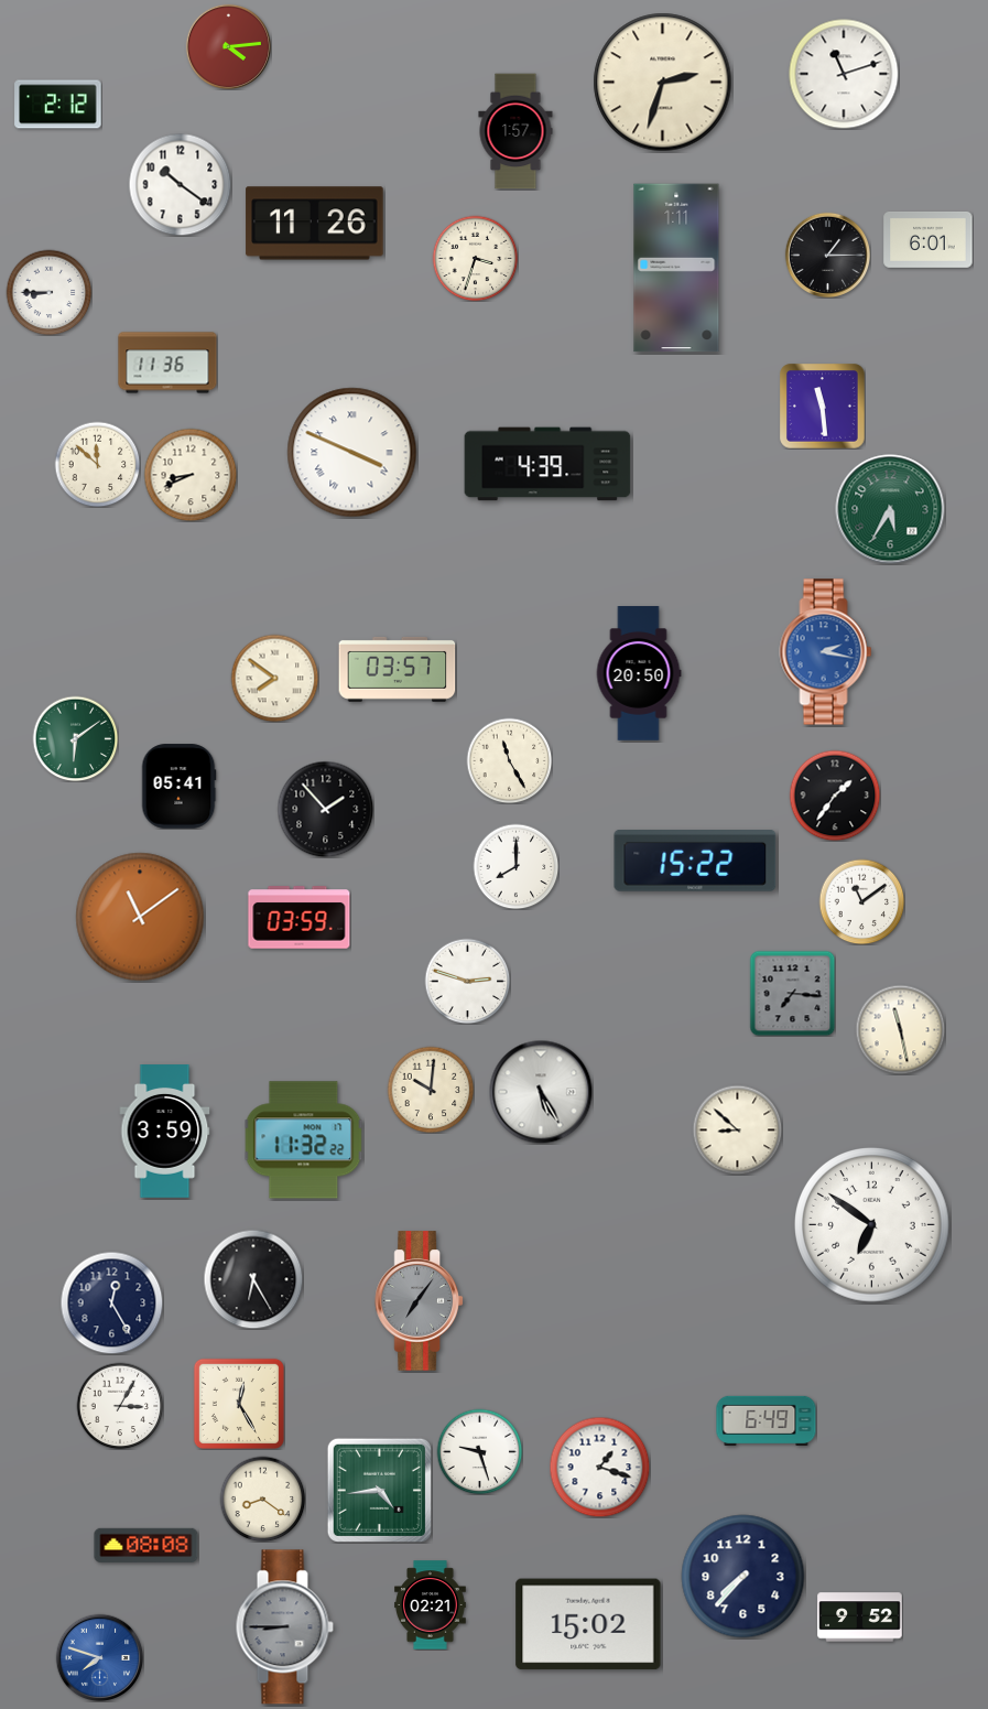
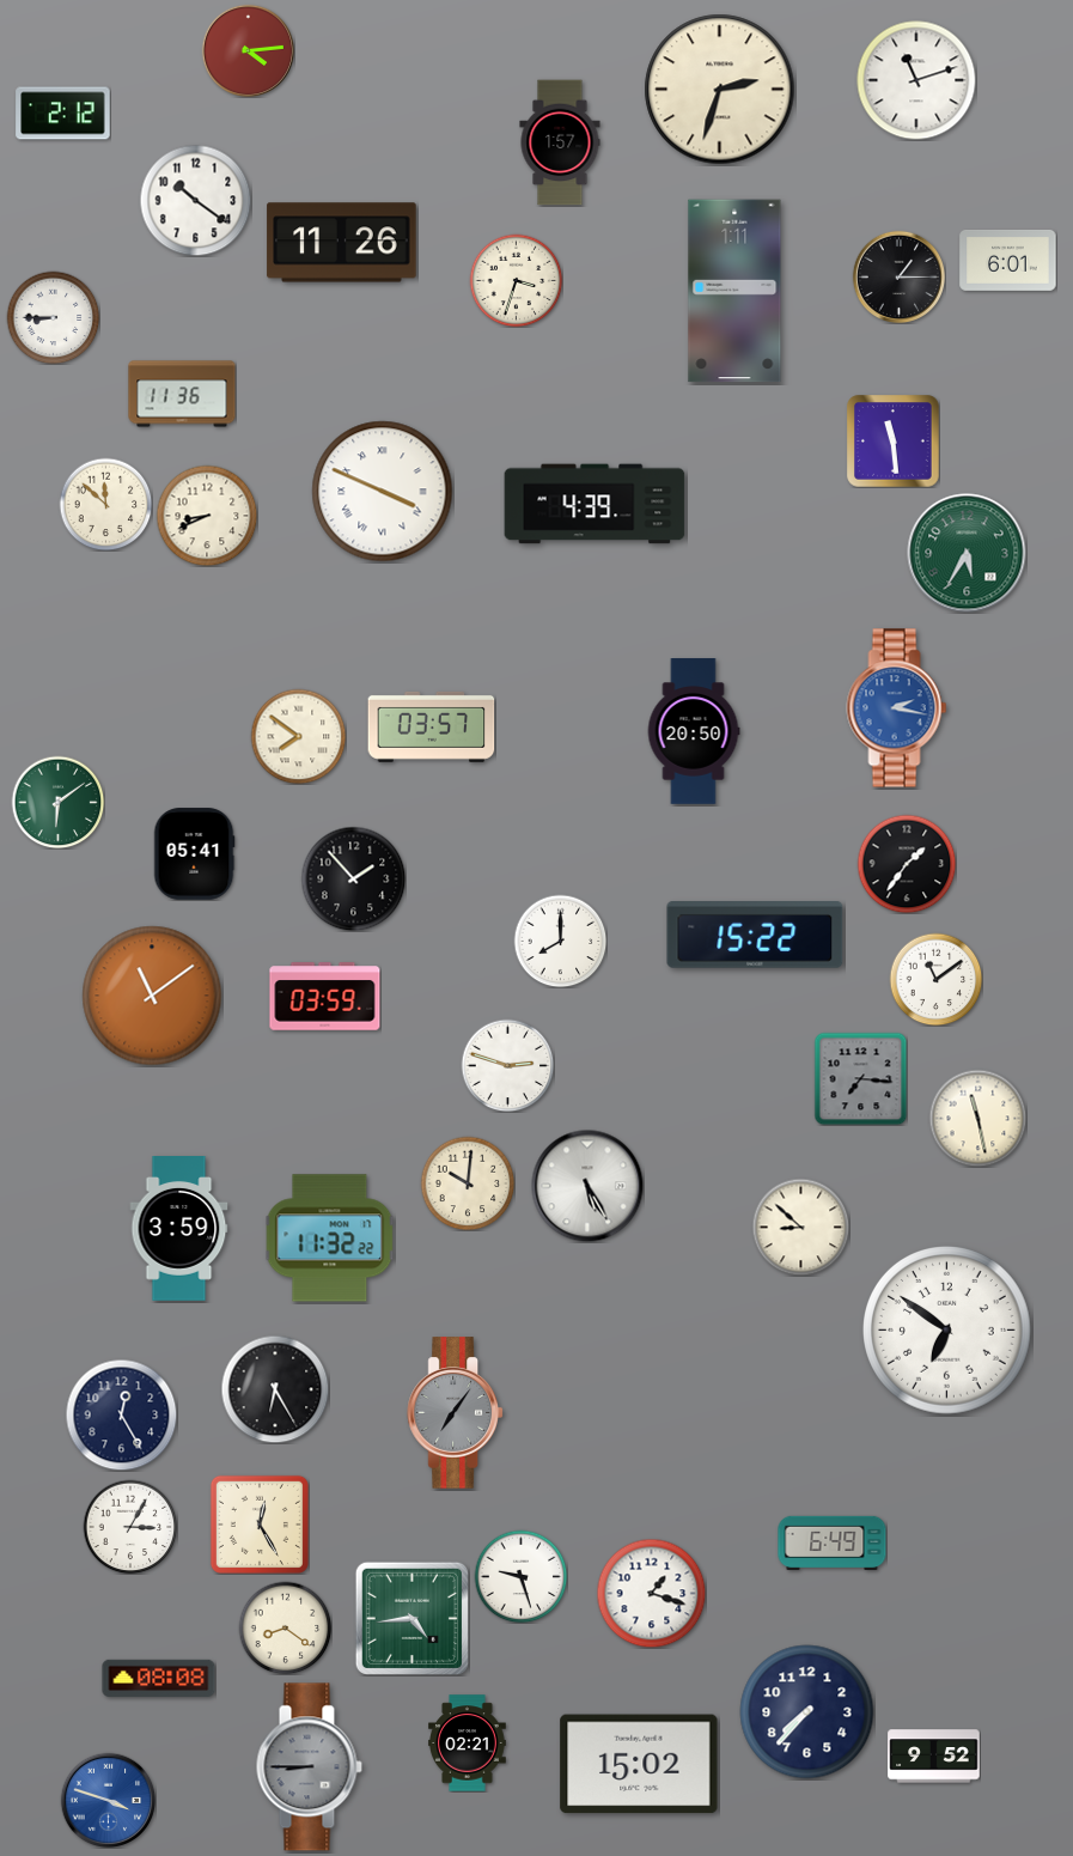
clock at (75, 738) position: (75, 738) -> (57, 802)
clock at (509, 760): 11:25 -> none
clock at (99, 1657): 7:48 -> 3:48
